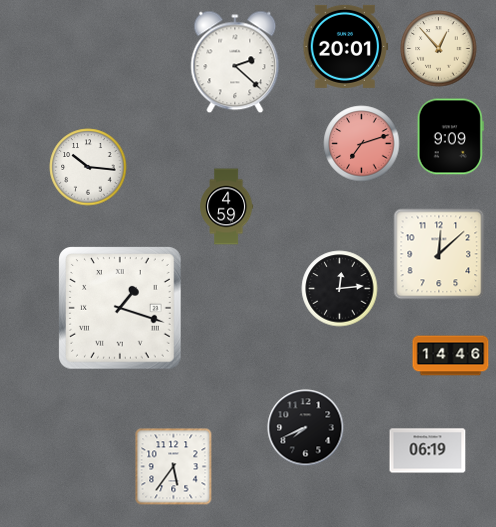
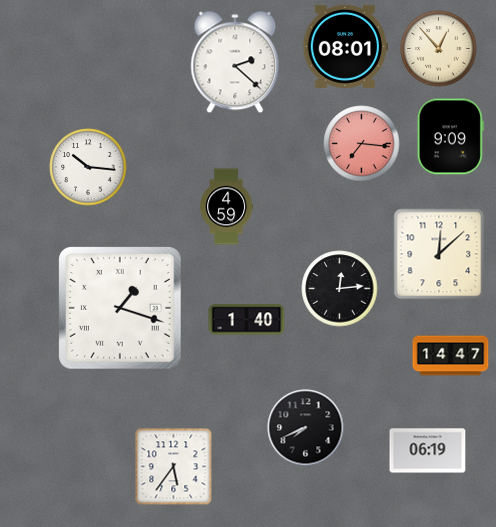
clock at (346, 46): 20:01 -> 08:01
clock at (362, 144): 7:12 -> 7:16
clock at (247, 320): none -> 1:40
clock at (451, 356): 14:46 -> 14:47
